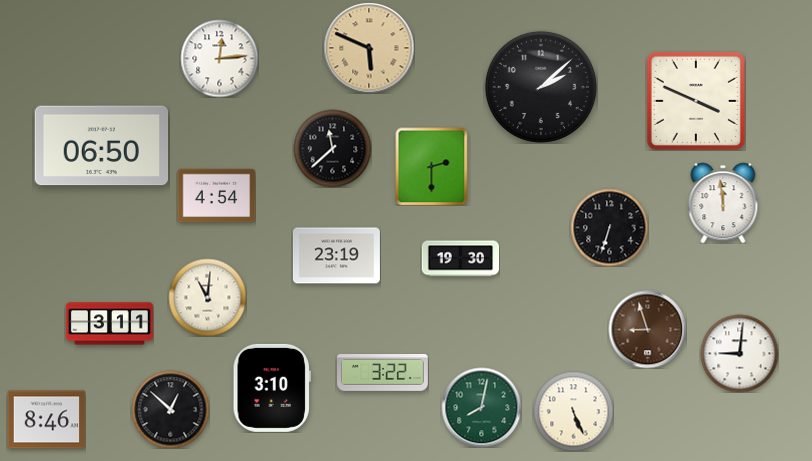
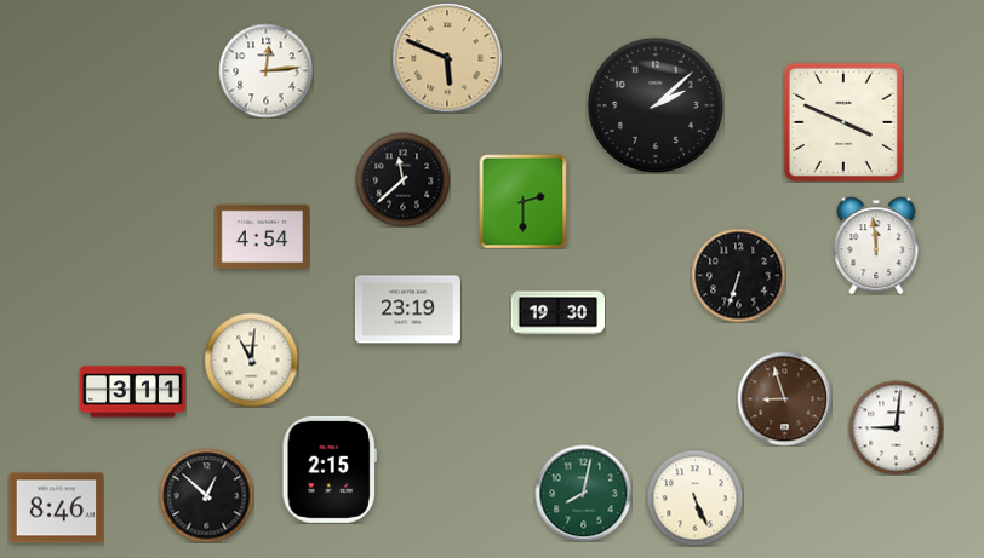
clock at (102, 146): 06:50 -> none
clock at (383, 373): 3:22 -> none
clock at (272, 388): 3:10 -> 2:15
